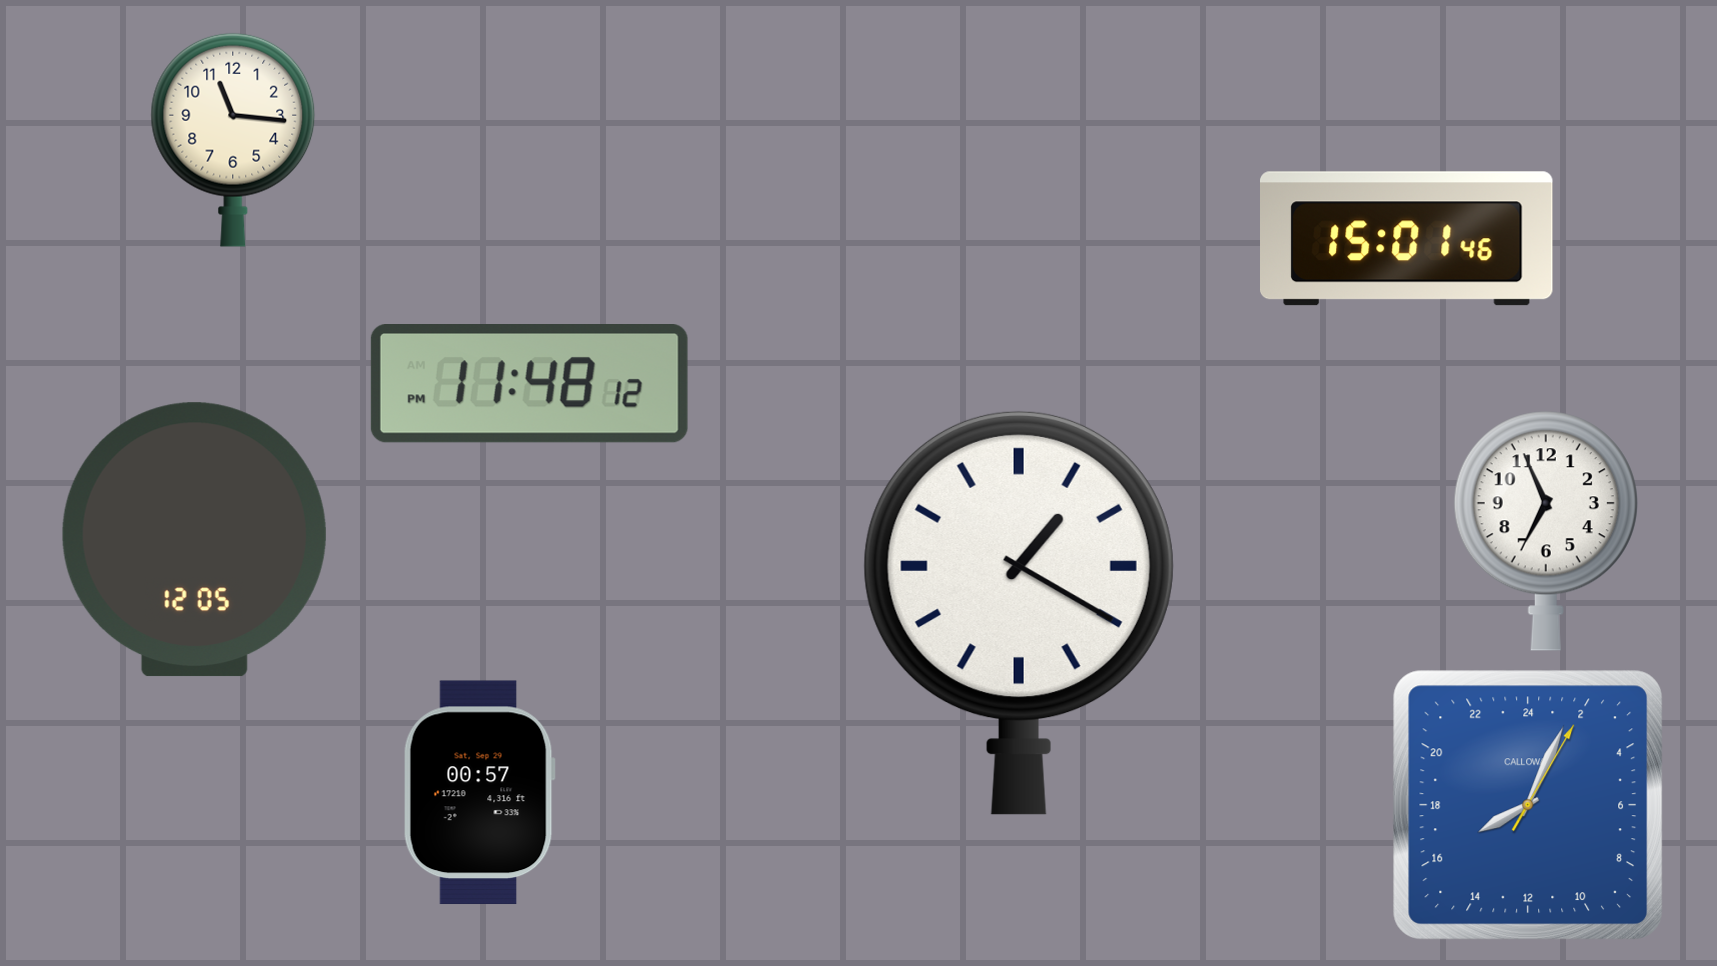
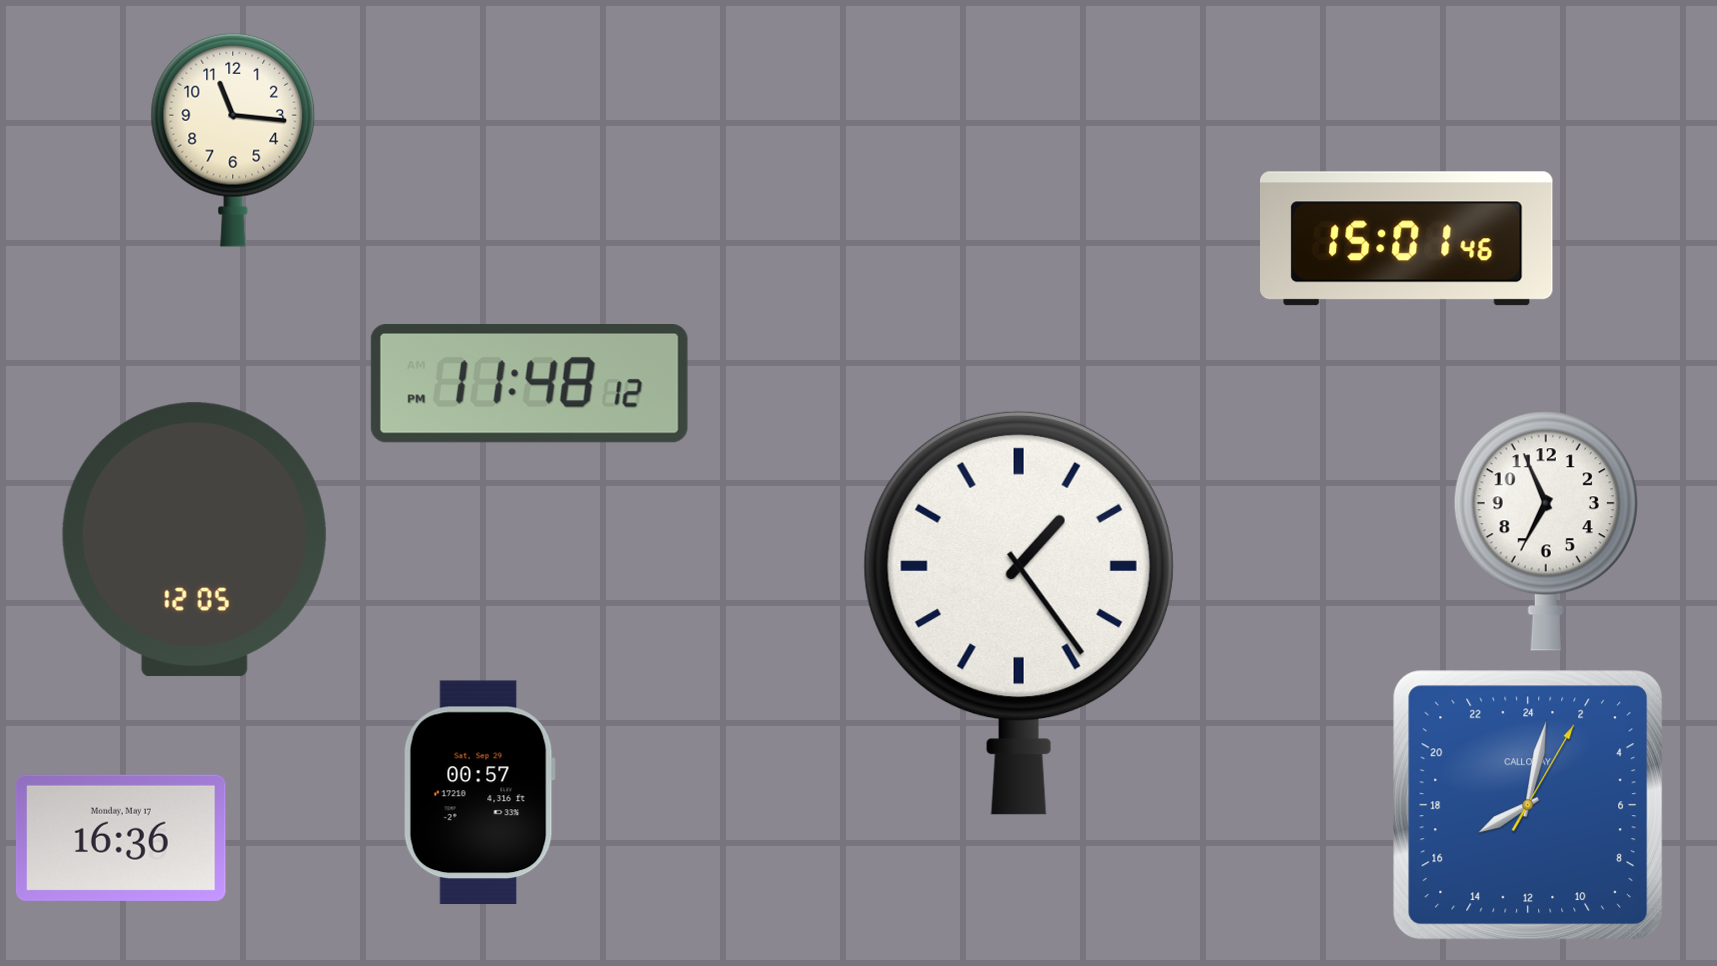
clock at (1019, 613): 1:20 -> 1:24
clock at (1527, 804): 16:04 -> 16:02
clock at (121, 838): none -> 16:36
